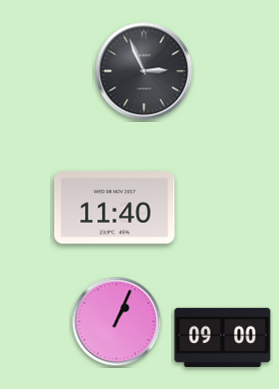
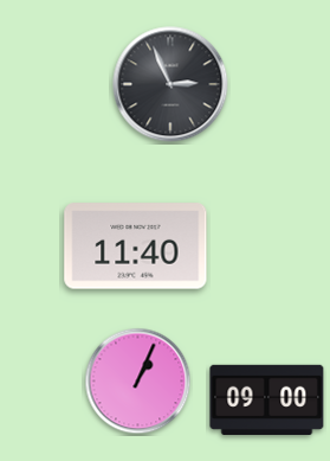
clock at (223, 337) position: (223, 337) -> (267, 399)
